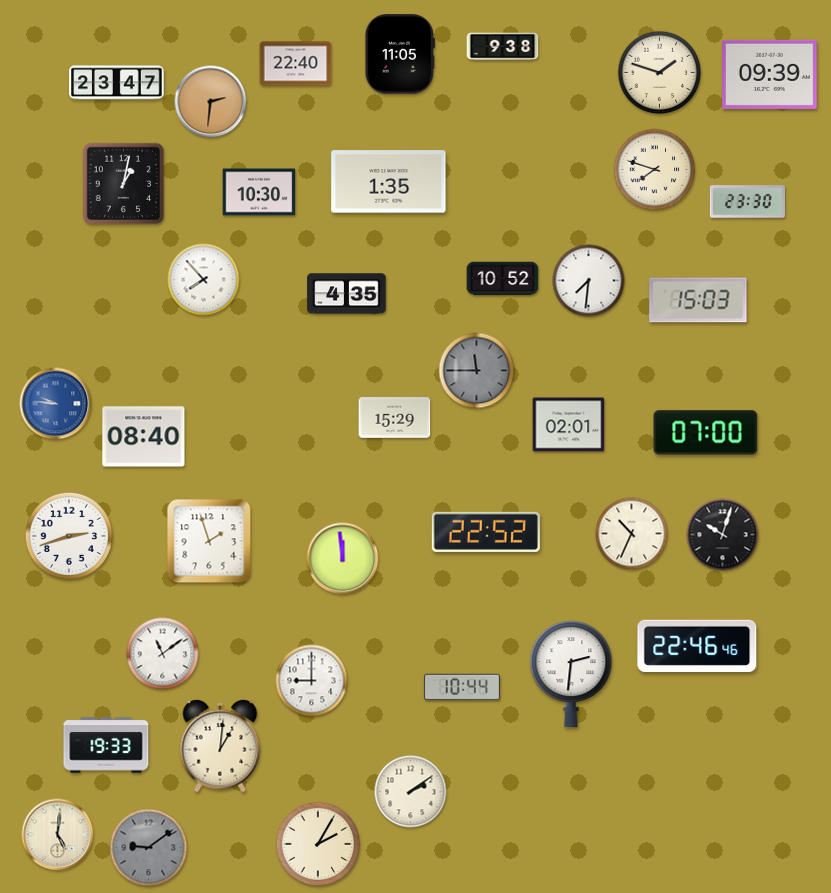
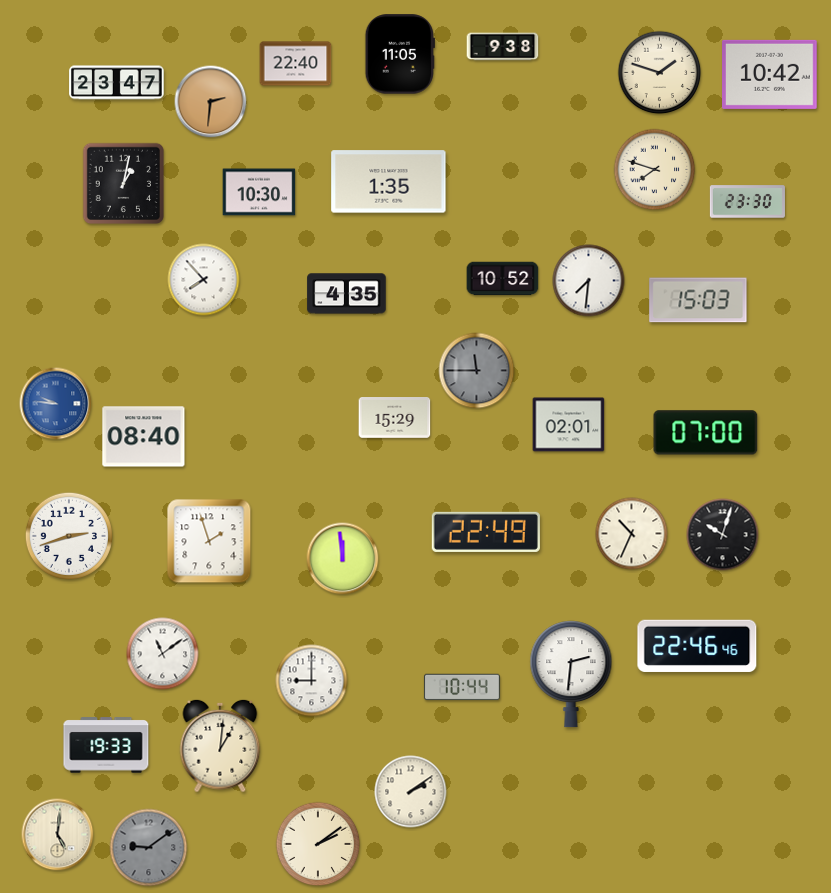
clock at (770, 74): 09:39 -> 10:42
clock at (486, 532): 22:52 -> 22:49
clock at (318, 844): 2:05 -> 2:09
